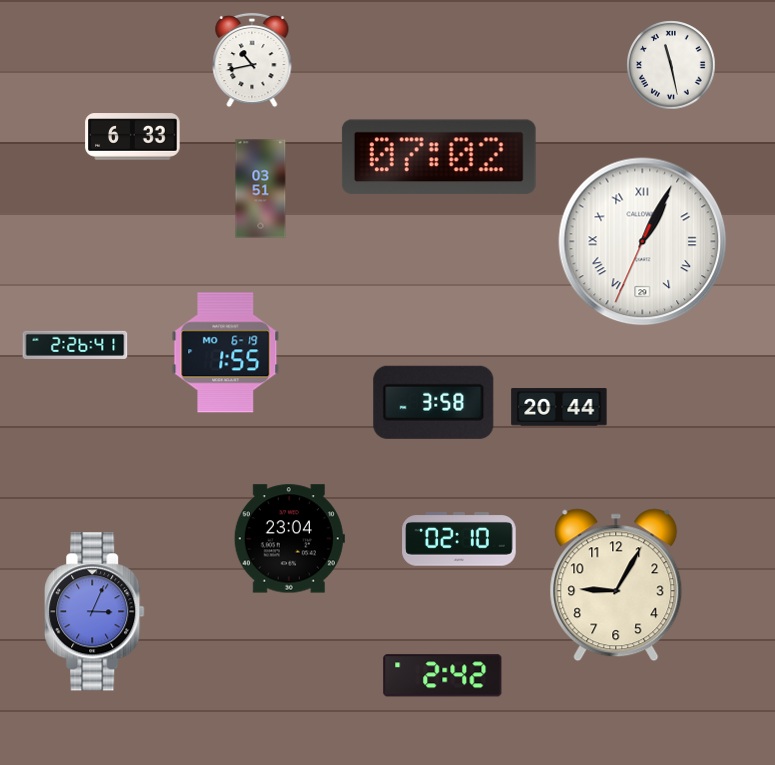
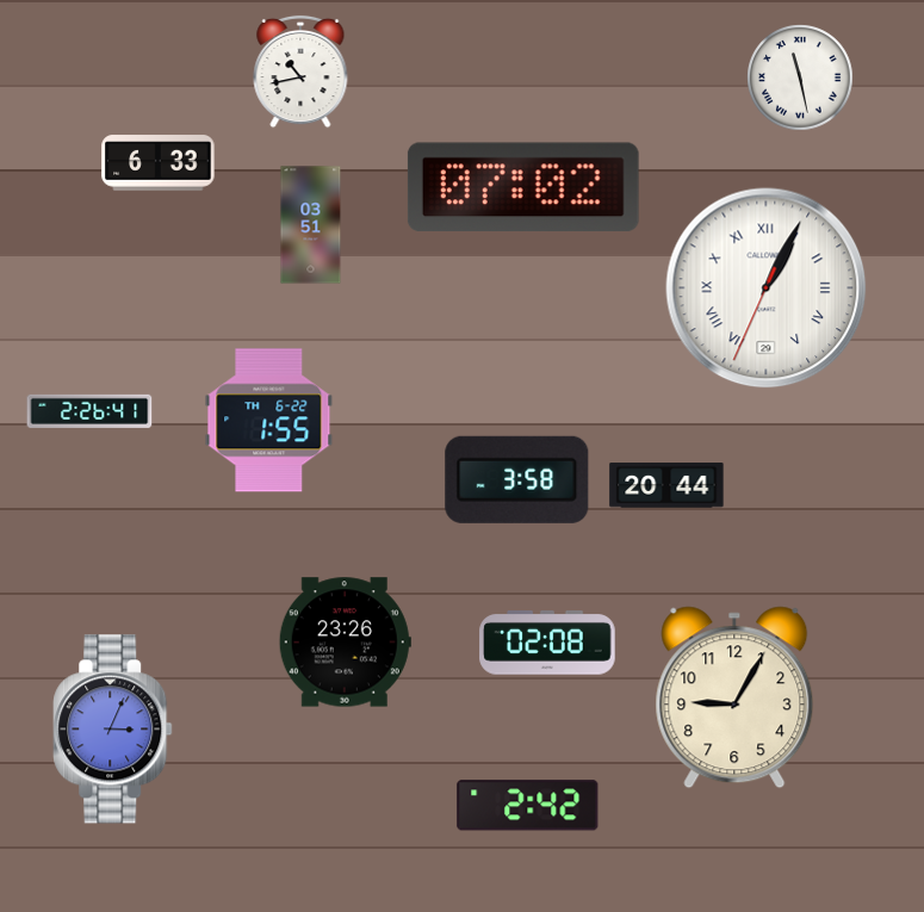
clock at (226, 353) date: MO 6-19 -> TH 6-22
clock at (289, 539): 23:04 -> 23:26
clock at (459, 539): 02:10 -> 02:08
